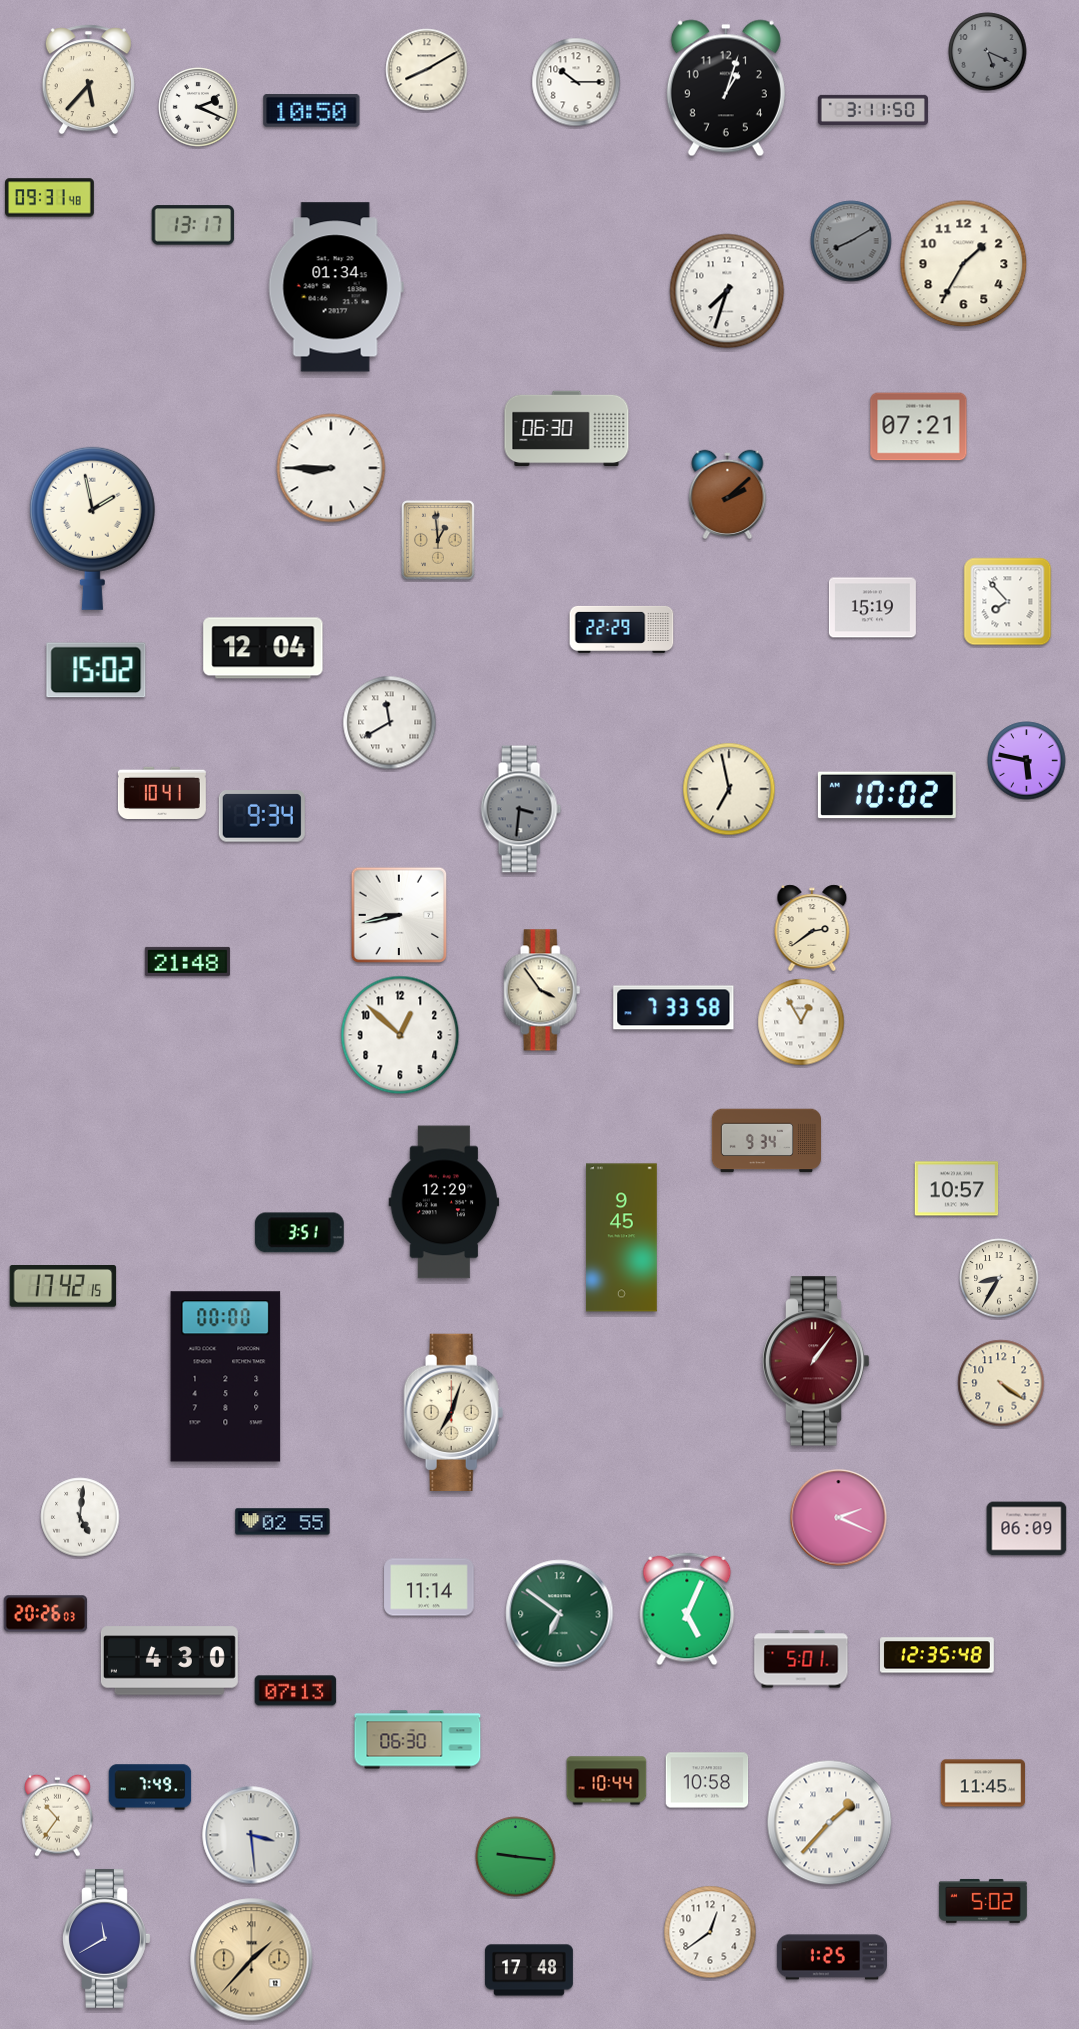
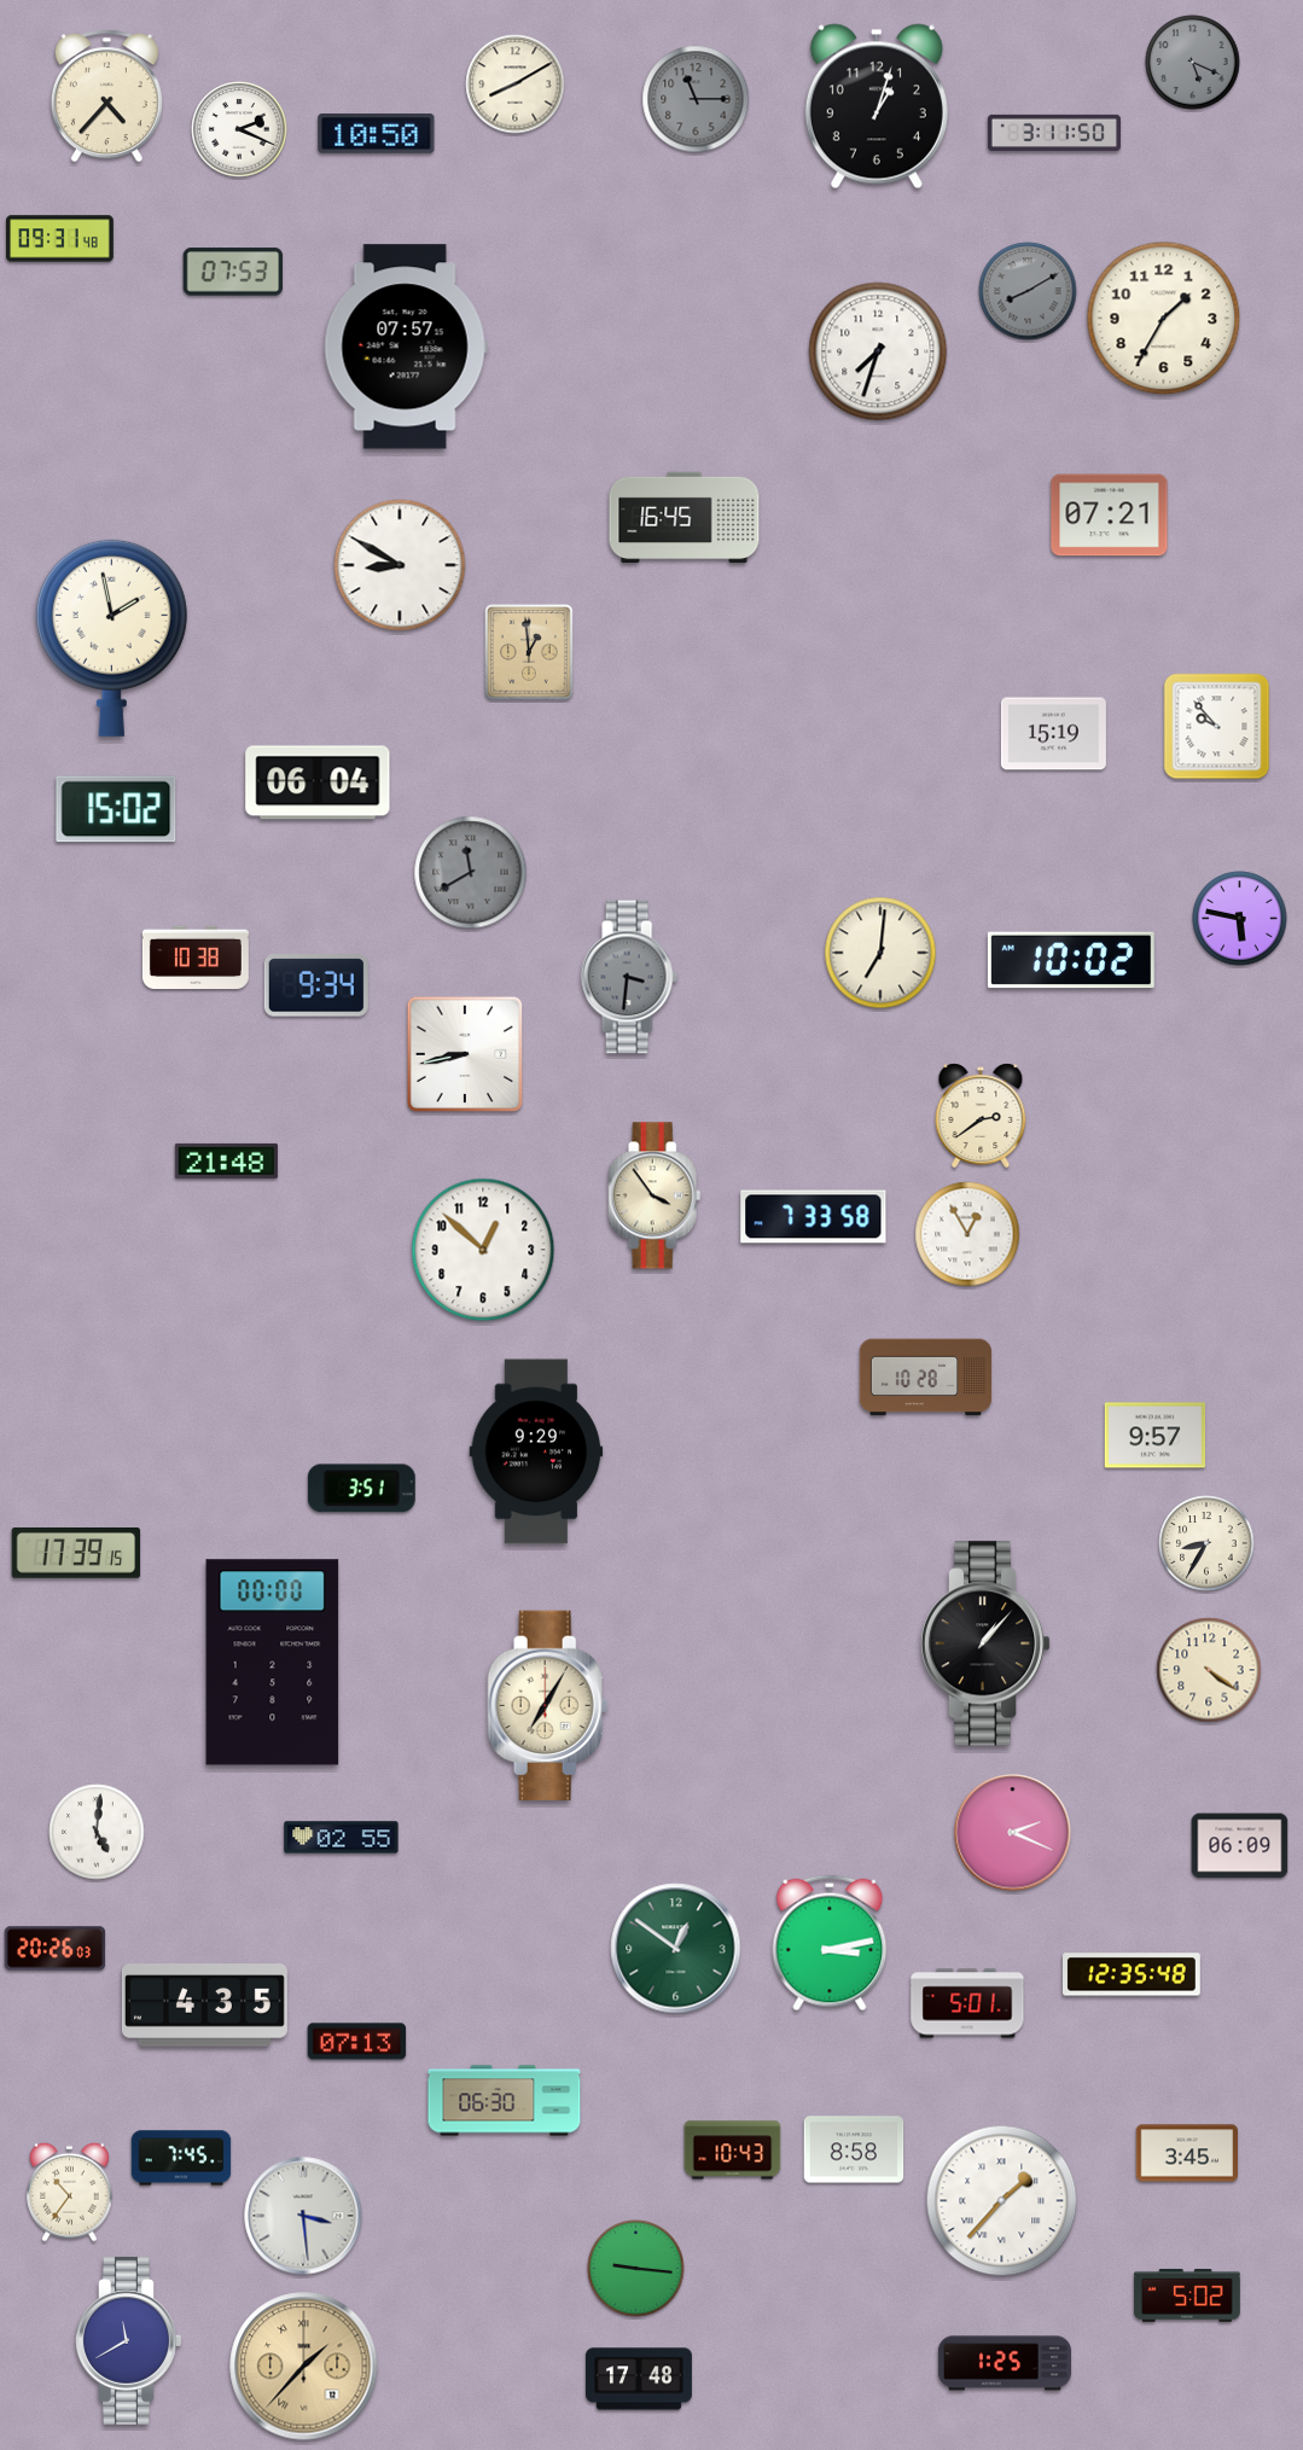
clock at (88, 80): 5:37 -> 4:37
clock at (576, 82): 10:15 -> 11:15
clock at (576, 82) dial: white -> grey
clock at (193, 225): 13:17 -> 07:53
clock at (336, 287): 01:34 -> 07:57
clock at (567, 429): 06:30 -> 16:45
clock at (331, 468): 8:45 -> 8:50
clock at (728, 494): 2:08 -> none
clock at (1008, 602): 7:53 -> 9:53
clock at (622, 629): 22:29 -> none
clock at (263, 648): 12:04 -> 06:04
clock at (390, 723) dial: white -> grey
clock at (729, 789): 6:58 -> 7:01
clock at (162, 792): 10:41 -> 10:38
clock at (399, 915) position: (399, 915) -> (465, 1054)
clock at (812, 928) position: (812, 928) -> (981, 1116)
clock at (766, 1141): 9:34 -> 10:28
clock at (957, 1189): 10:57 -> 9:57
clock at (444, 1202): 12:29 -> 9:29
clock at (621, 1238): 9:45 -> none
clock at (63, 1287): 17:42 -> 17:39
clock at (816, 1361): 1:06 -> 1:07
clock at (816, 1361) dial: burgundy -> black
clock at (454, 1412): 7:03 -> 7:05
clock at (429, 1587): 11:14 -> none
clock at (687, 1609): 5:04 -> 3:13
clock at (560, 1614): 6:51 -> 12:51
clock at (938, 1655) position: (938, 1655) -> (1133, 1974)
clock at (169, 1661): 4:30 -> 4:35
clock at (707, 1780): 10:58 -> 8:58
clock at (607, 1781): 10:44 -> 10:43
clock at (982, 1783): 11:45 -> 3:45
clock at (150, 1787): 7:49 -> 7:45
clock at (516, 1857) position: (516, 1857) -> (636, 2269)
clock at (710, 1932): 12:39 -> none
